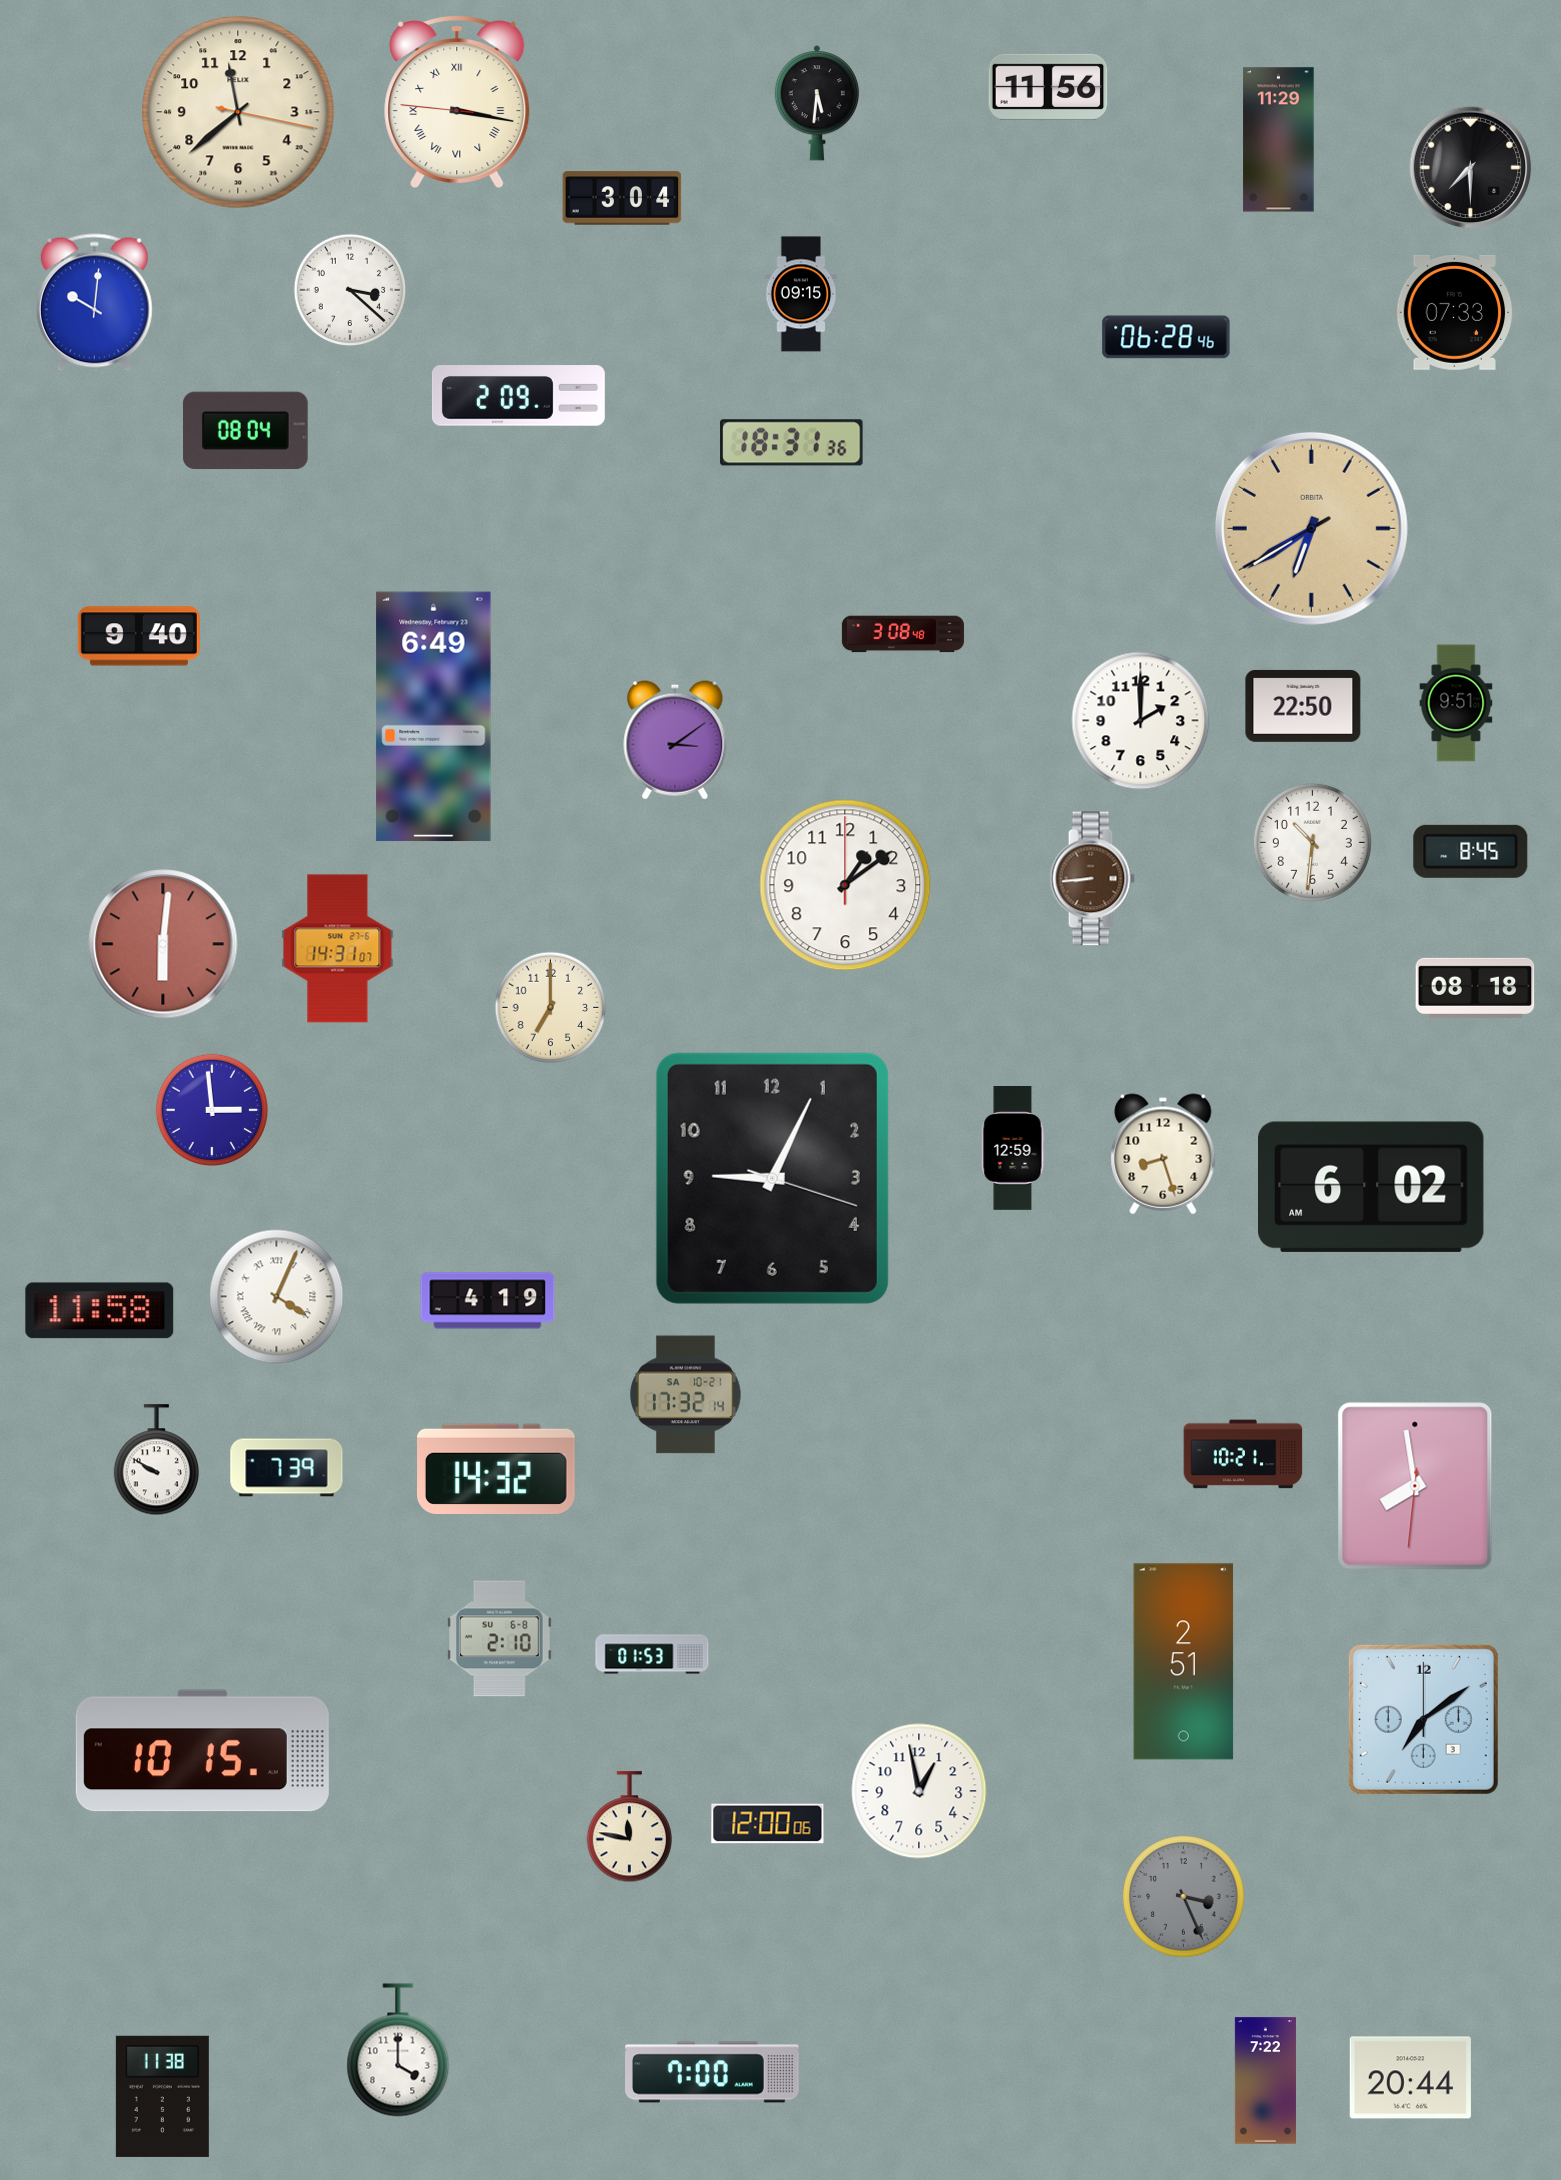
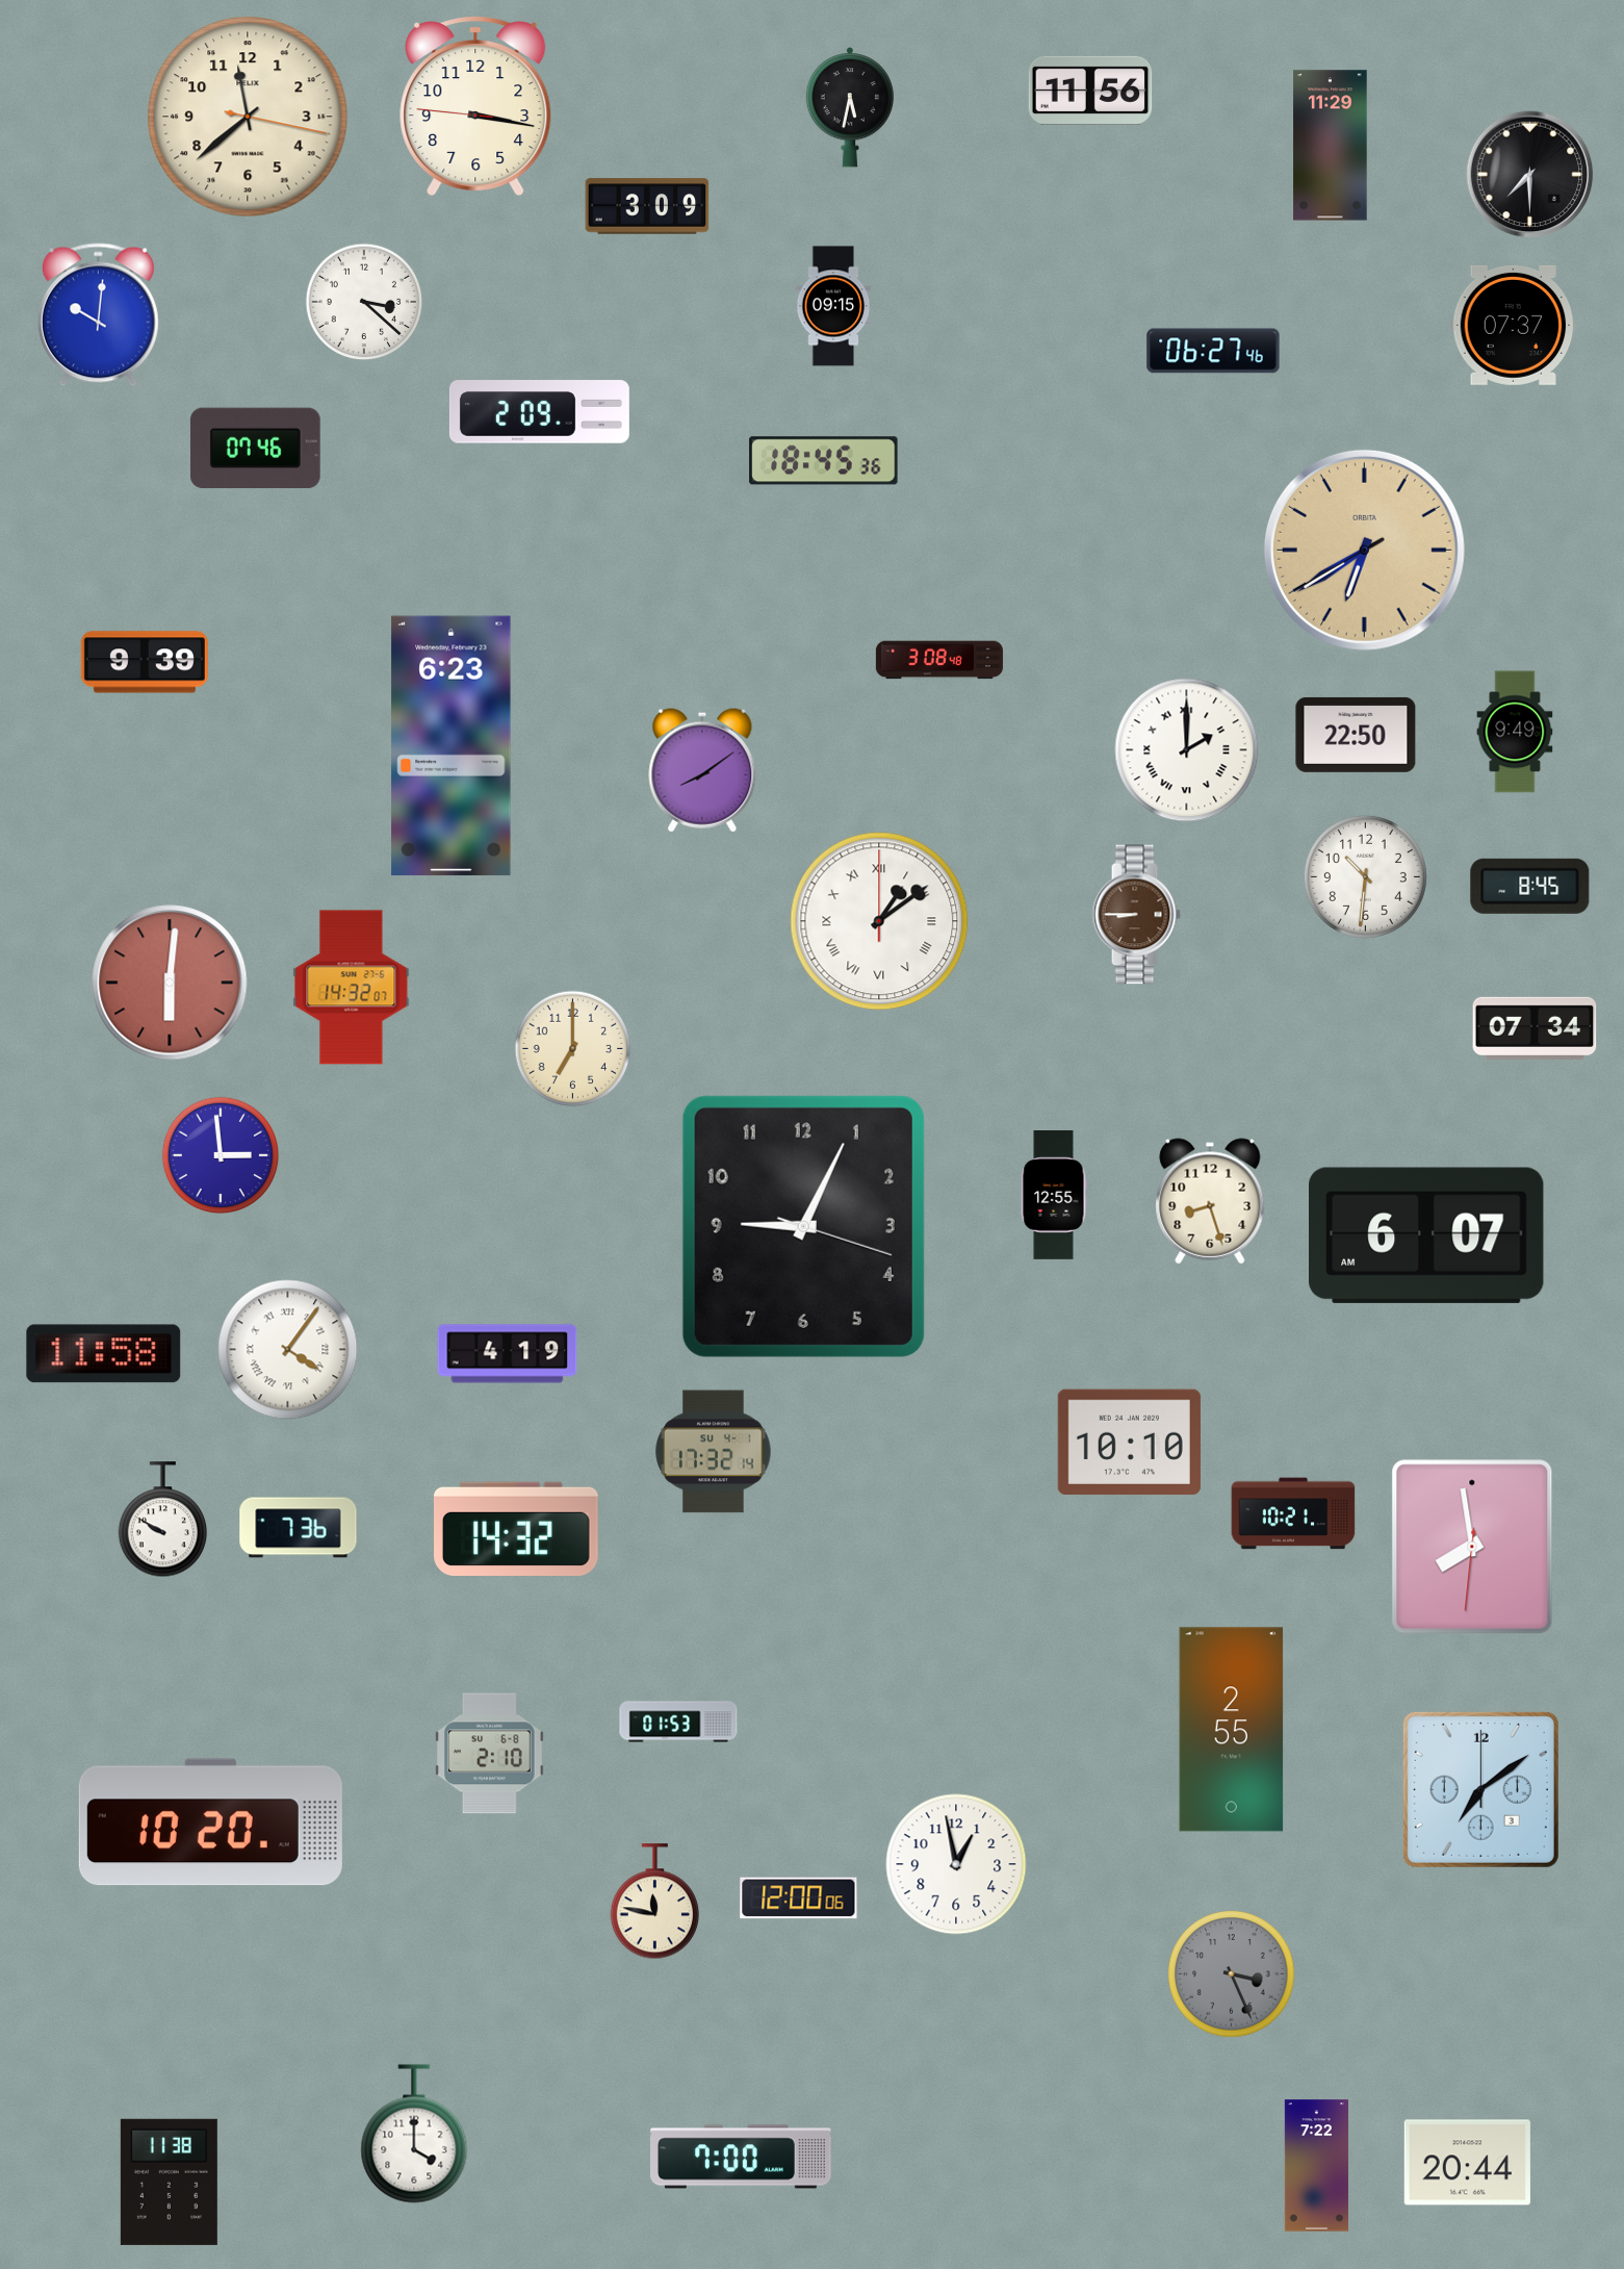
clock at (457, 102) numerals: Roman -> Arabic
clock at (816, 103): 5:31 -> 5:32
clock at (622, 198): 3:04 -> 3:09
clock at (1455, 312): 07:33 -> 07:37
clock at (1166, 337): 06:28 -> 06:27
clock at (245, 431): 08:04 -> 07:46
clock at (792, 443): 18:31 -> 18:45
clock at (139, 636): 9:40 -> 9:39
clock at (1456, 703): 9:51 -> 9:49
clock at (434, 717): 6:49 -> 6:23
clock at (1141, 721) numerals: Arabic -> Roman
clock at (675, 740): 3:09 -> 8:09
clock at (1092, 879): 8:44 -> 8:45
clock at (845, 885) numerals: Arabic -> Roman
clock at (338, 949): 14:31 -> 14:32
clock at (1475, 988): 08:18 -> 07:34
clock at (1013, 1149): 12:59 -> 12:55
clock at (1372, 1187): 6:02 -> 6:07
clock at (277, 1297): 4:04 -> 4:06
clock at (100, 1311) position: (100, 1311) -> (104, 1354)
clock at (1129, 1443): none -> 10:10
clock at (686, 1395) date: SA 10-21 -> SU 4-1
clock at (287, 1468): 7:39 -> 7:36
clock at (500, 1639) position: (500, 1639) -> (490, 1754)
clock at (1184, 1662): 2:51 -> 2:55
clock at (202, 1751): 10:15 -> 10:20
